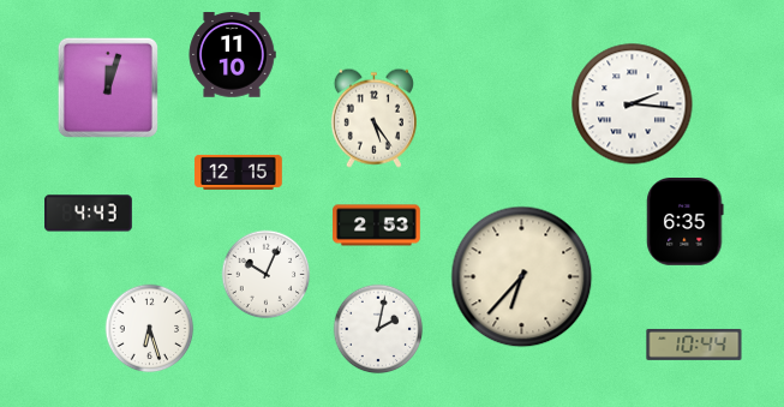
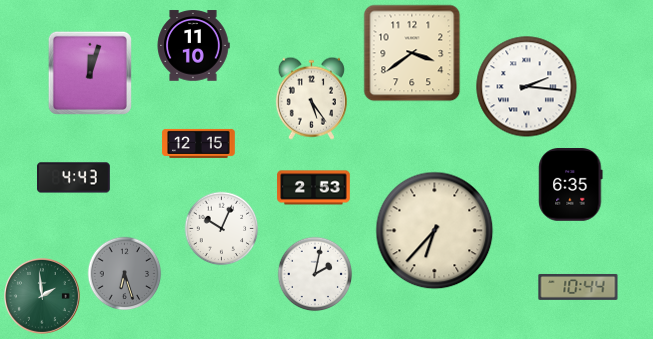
clock at (412, 53): none -> 3:39
clock at (150, 329) dial: white -> grey
clock at (42, 296): none -> 1:59
